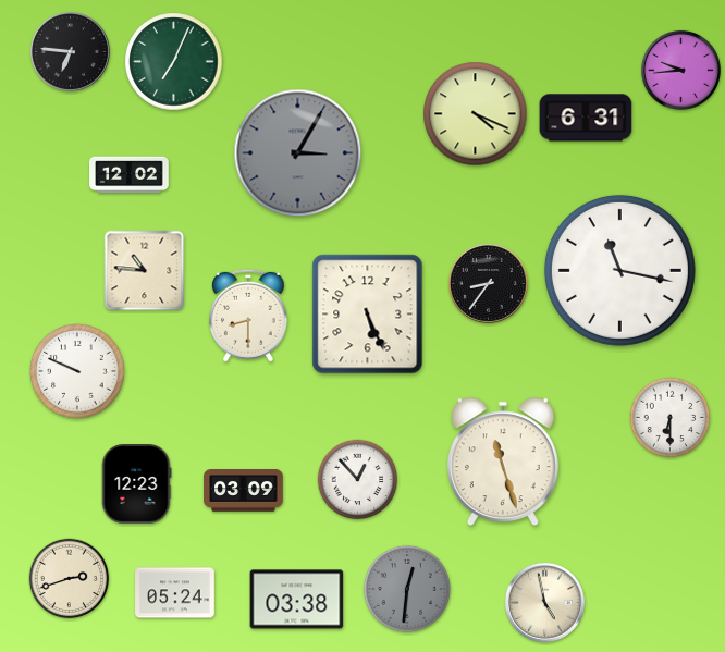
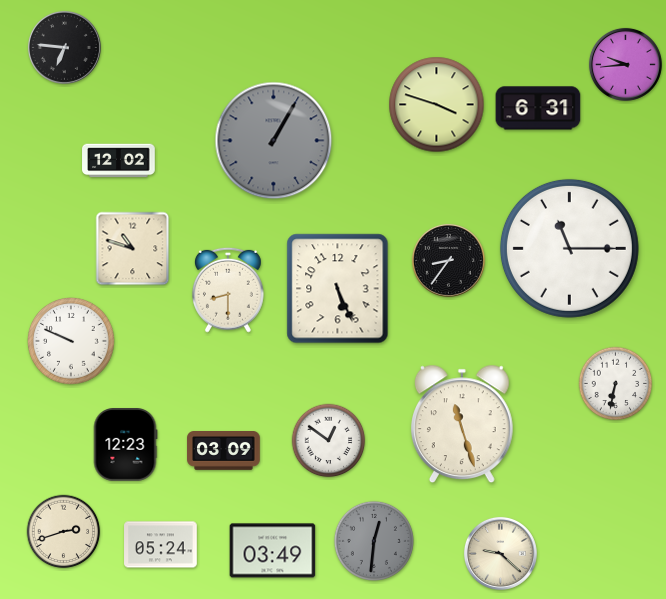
clock at (174, 62): 7:04 -> none
clock at (476, 114): 4:19 -> 3:48
clock at (298, 153): 3:05 -> 1:05
clock at (619, 270): 11:17 -> 11:15
clock at (145, 271): 10:46 -> 10:48
clock at (671, 418): 6:30 -> 6:32
clock at (358, 480): 12:53 -> 12:51
clock at (297, 600): 03:38 -> 03:49
clock at (544, 602): 4:58 -> 9:22
